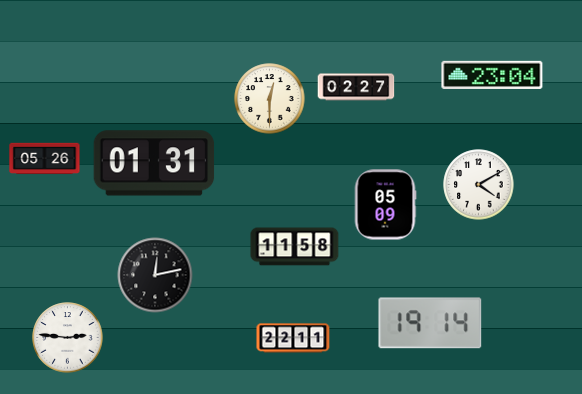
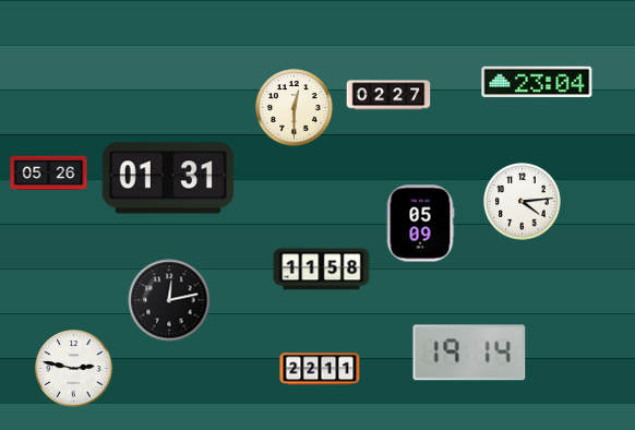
clock at (479, 185): 4:10 -> 4:14
clock at (68, 338): 2:46 -> 2:47
